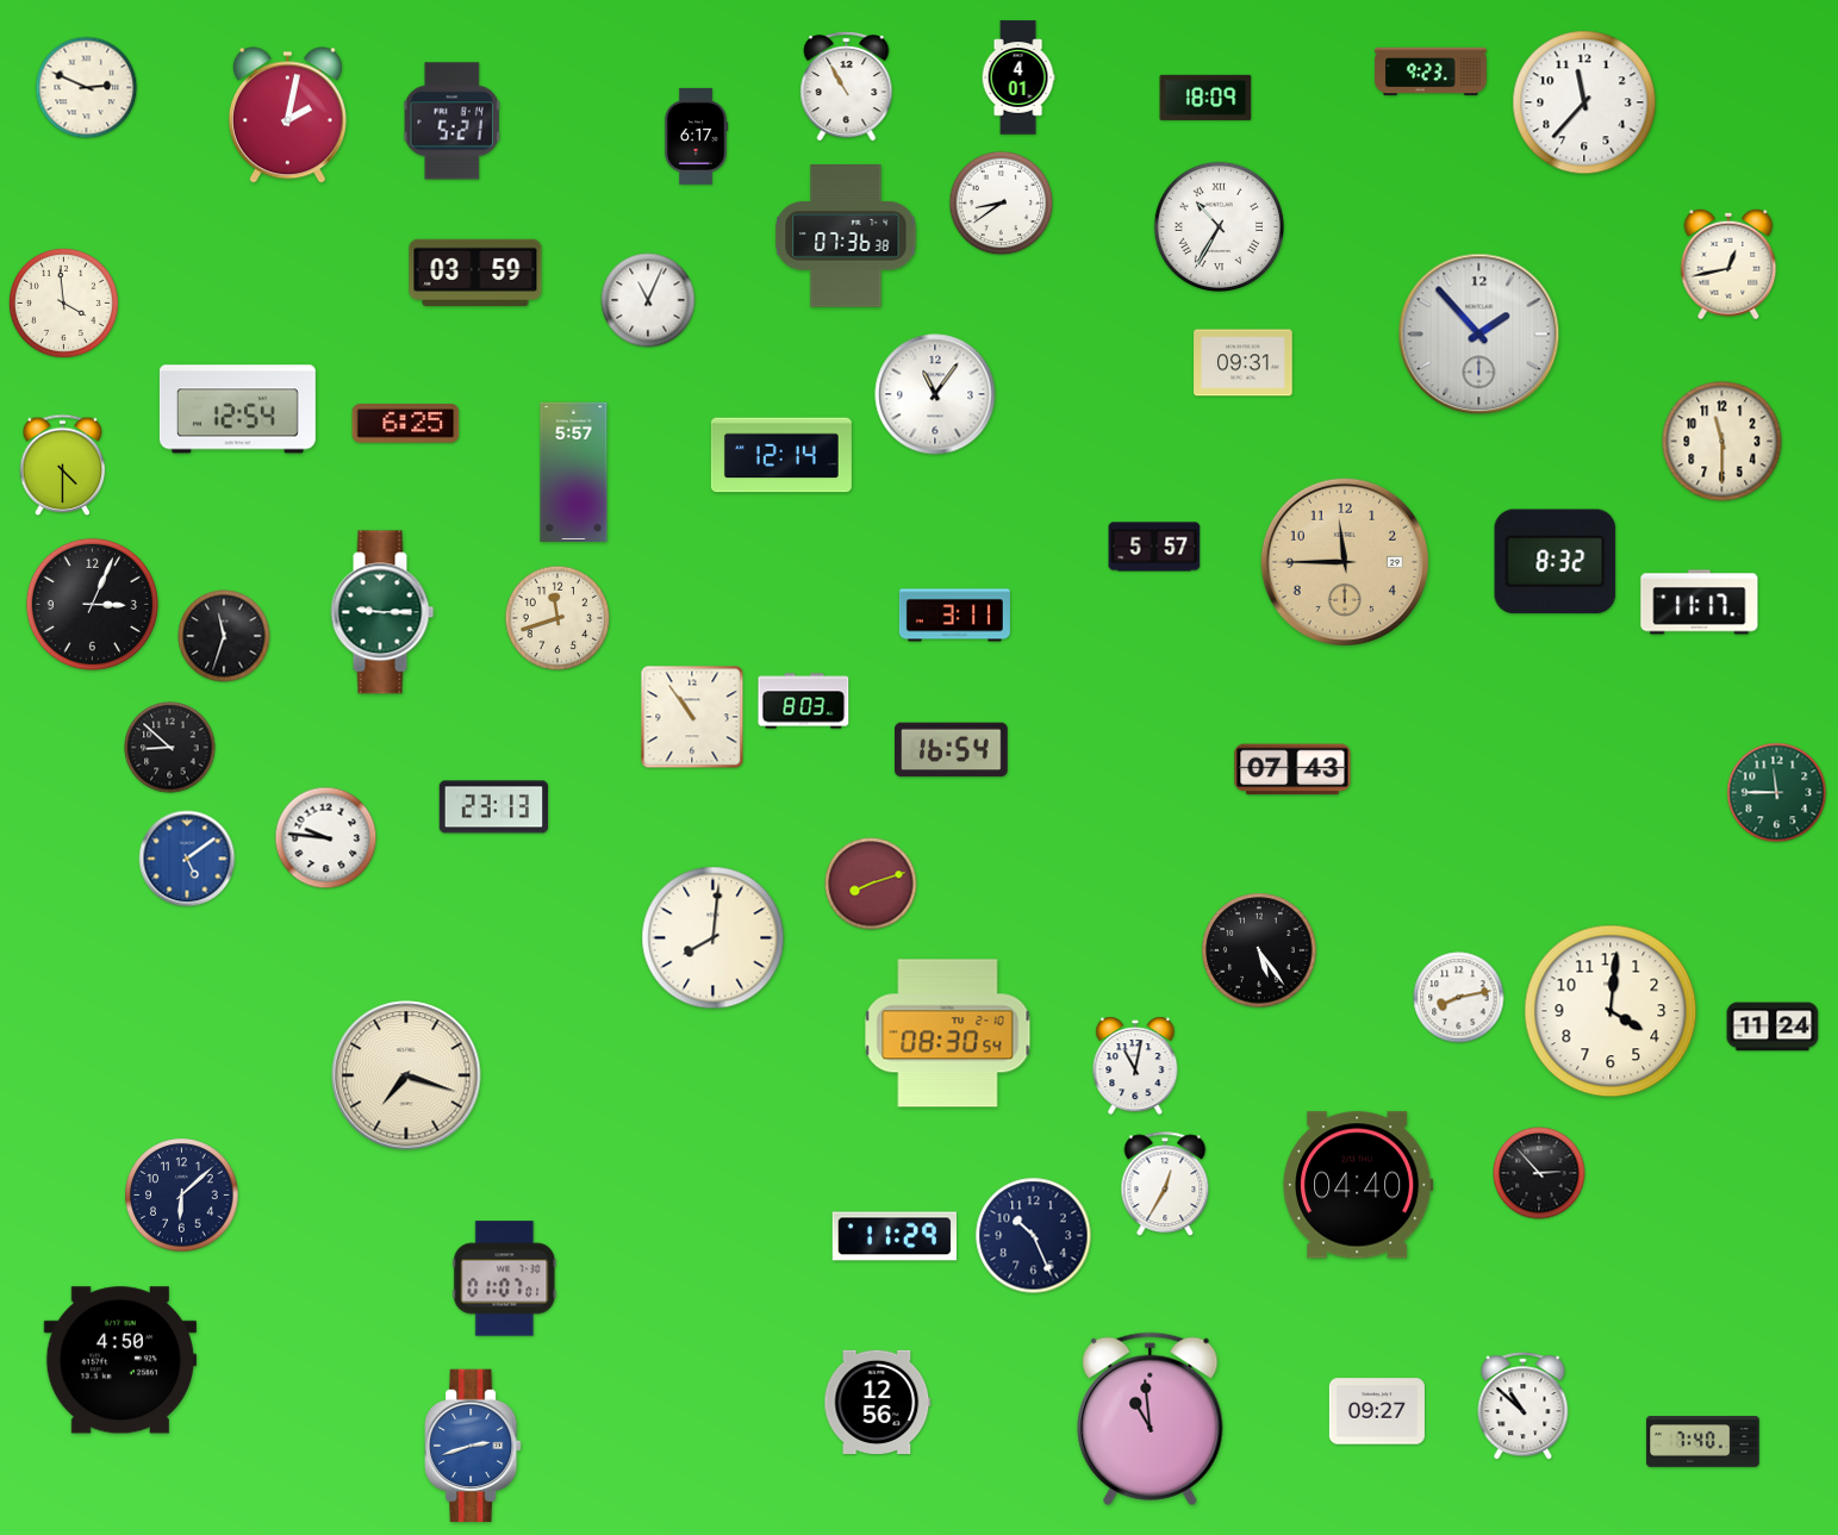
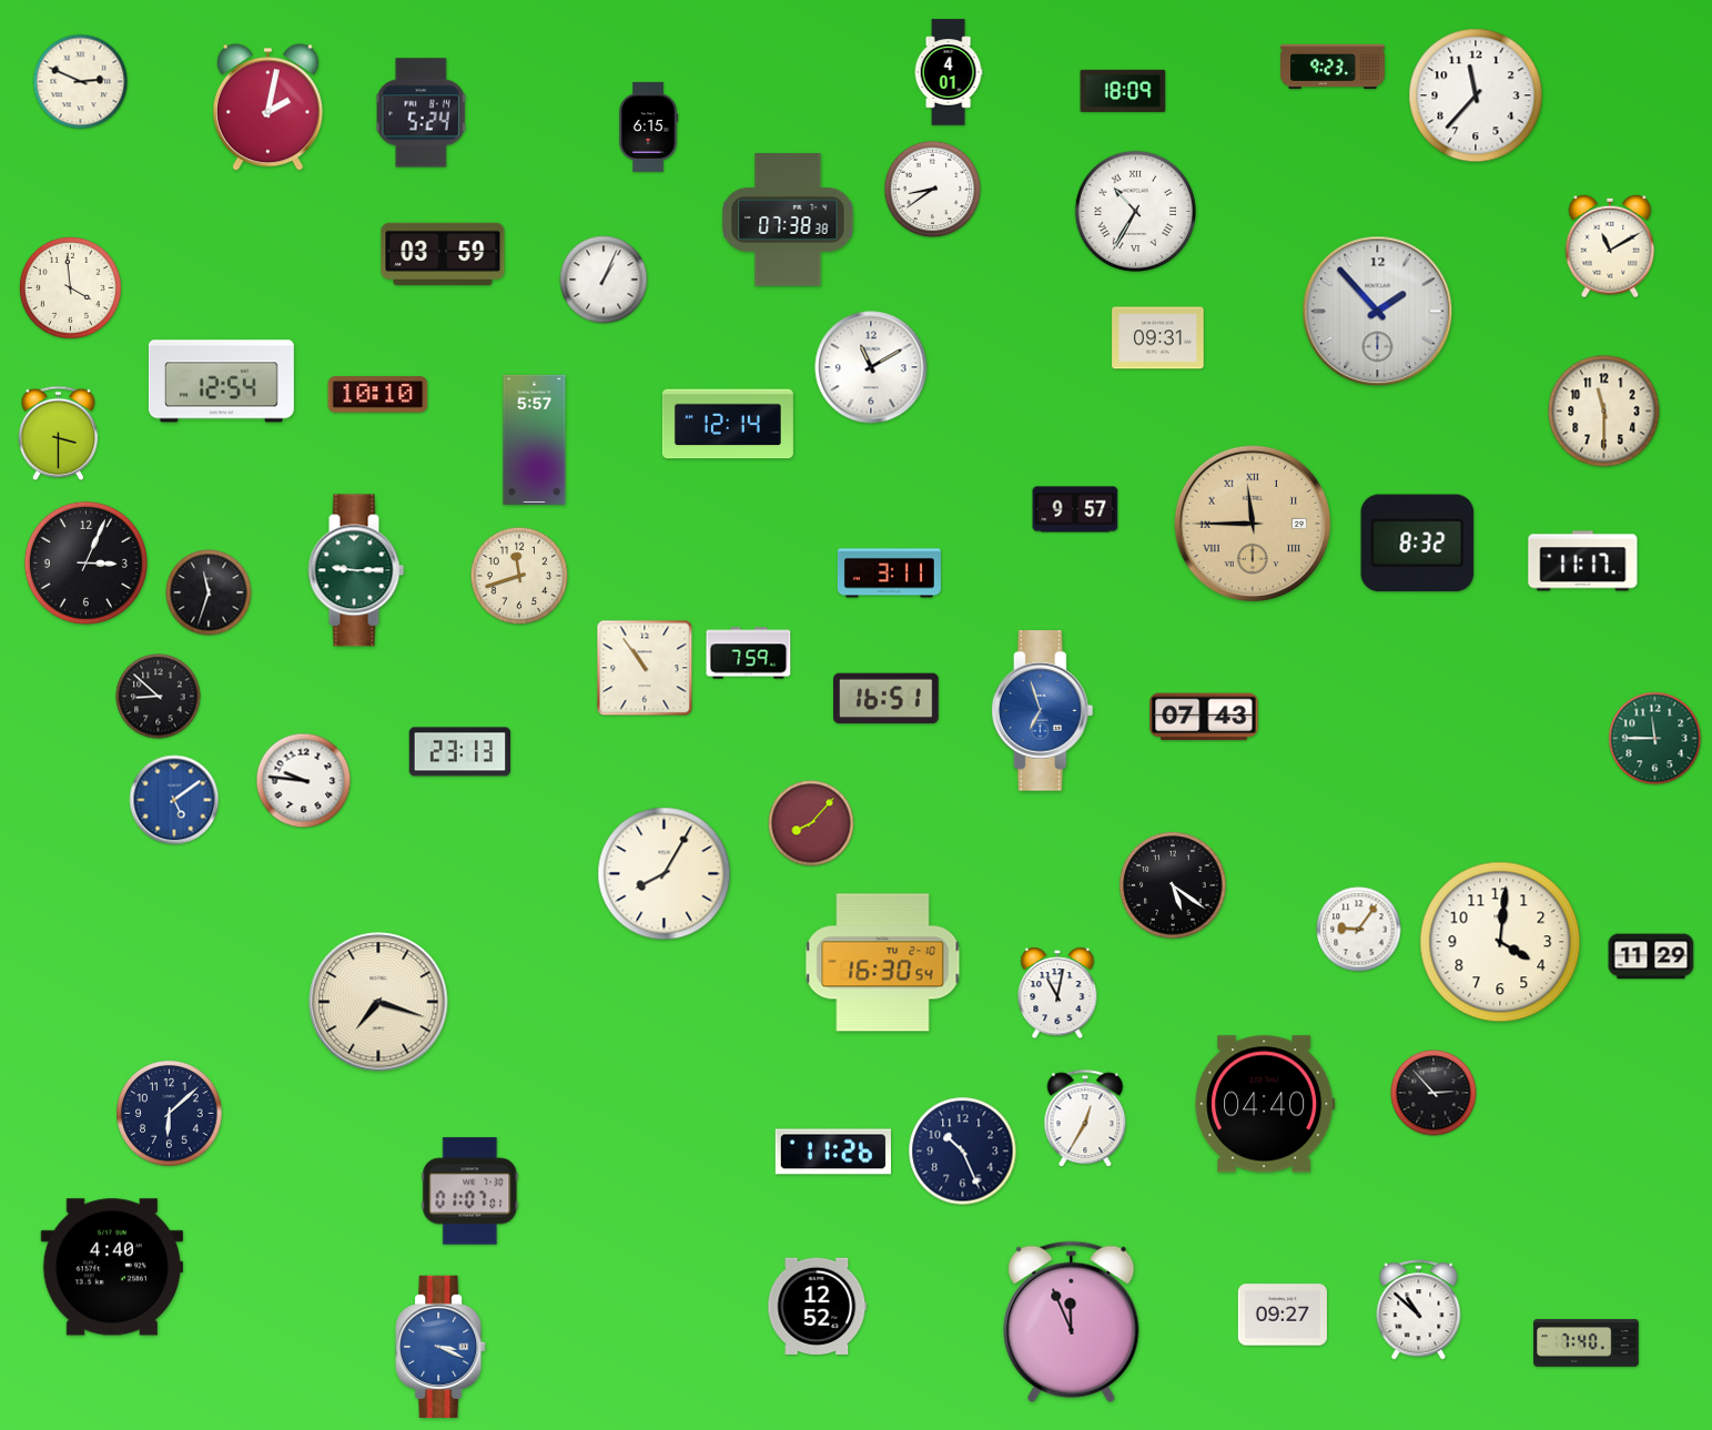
clock at (847, 87): 10:55 -> none
clock at (453, 121): 5:21 -> 5:24
clock at (696, 136): 6:17 -> 6:15
clock at (846, 236): 07:36 -> 07:38
clock at (1728, 264): 12:43 -> 11:10
clock at (648, 300): 11:04 -> 1:04
clock at (63, 302) position: (63, 302) -> (70, 287)
clock at (935, 394): 11:06 -> 11:10
clock at (406, 424): 6:25 -> 10:10
clock at (63, 464): 4:30 -> 3:30
clock at (1154, 547): 5:57 -> 9:57
clock at (1345, 562) numerals: Arabic -> Roman
clock at (1556, 562) position: (1556, 562) -> (1418, 544)
clock at (804, 701): 8:03 -> 7:59
clock at (952, 750): 16:54 -> 16:51
clock at (1043, 711): none -> 6:57
clock at (871, 884): 8:12 -> 8:07
clock at (714, 938): 8:01 -> 8:05
clock at (1259, 950): 5:24 -> 5:21
clock at (1459, 998): 8:13 -> 9:06
clock at (1772, 1027): 11:24 -> 11:29
clock at (948, 1034): 08:30 -> 16:30
clock at (1165, 1185) position: (1165, 1185) -> (1085, 1119)
clock at (893, 1236): 11:29 -> 11:26
clock at (119, 1360): 4:50 -> 4:40
clock at (878, 1402): 12:56 -> 12:52
clock at (1151, 1418): 10:59 -> 11:56
clock at (473, 1446): 2:42 -> 3:19
